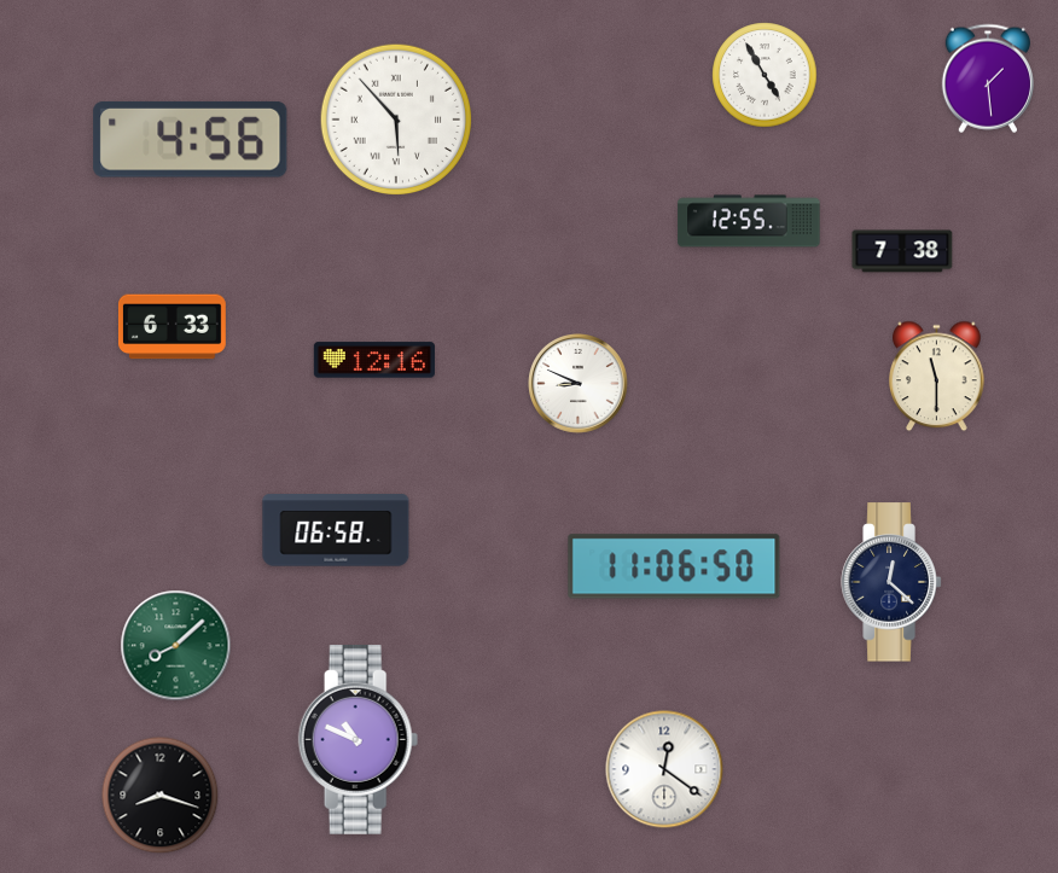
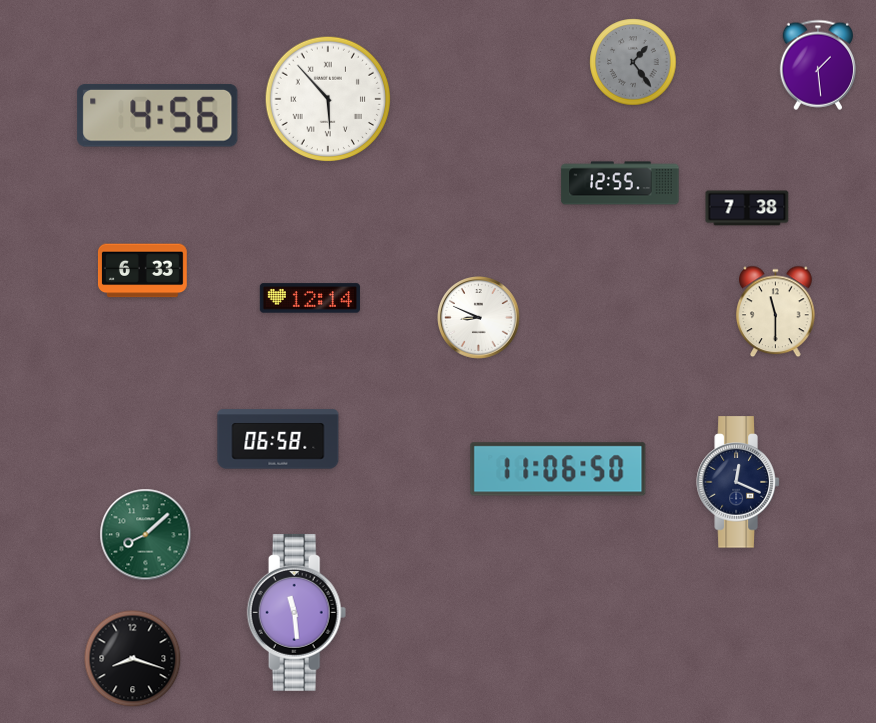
clock at (765, 75): 4:55 -> 1:24
clock at (765, 75) dial: white -> grey
clock at (374, 360): 12:16 -> 12:14
clock at (891, 582): 12:22 -> 12:19
clock at (359, 739): 10:49 -> 11:29
clock at (664, 769): 12:21 -> none
